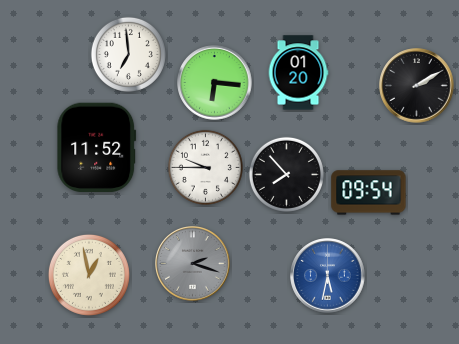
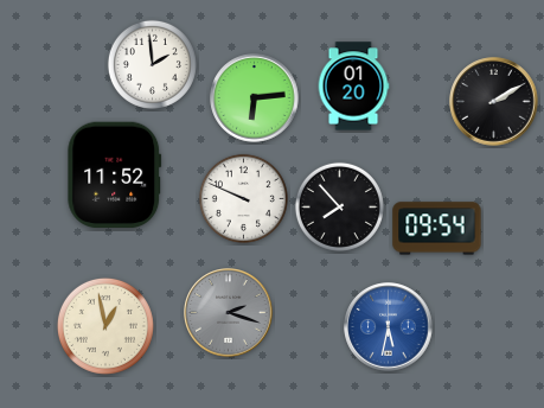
clock at (128, 54): 6:59 -> 1:59
clock at (215, 83): 6:16 -> 6:14
clock at (205, 167): 9:45 -> 9:49
